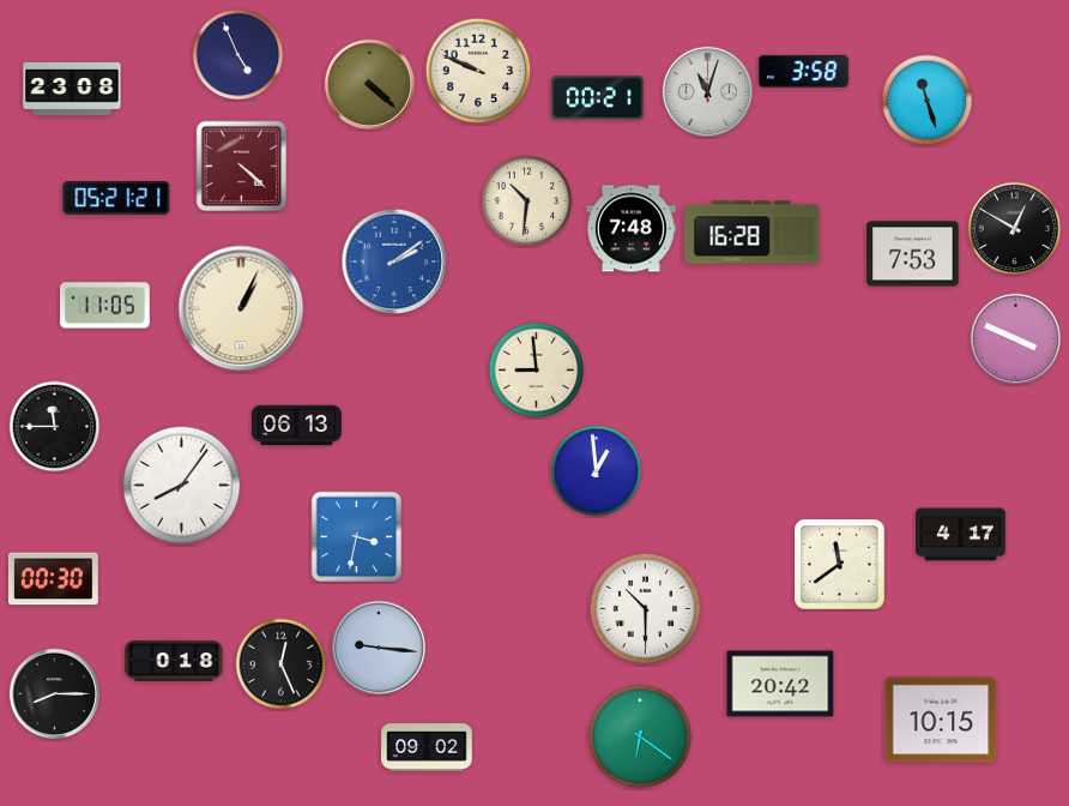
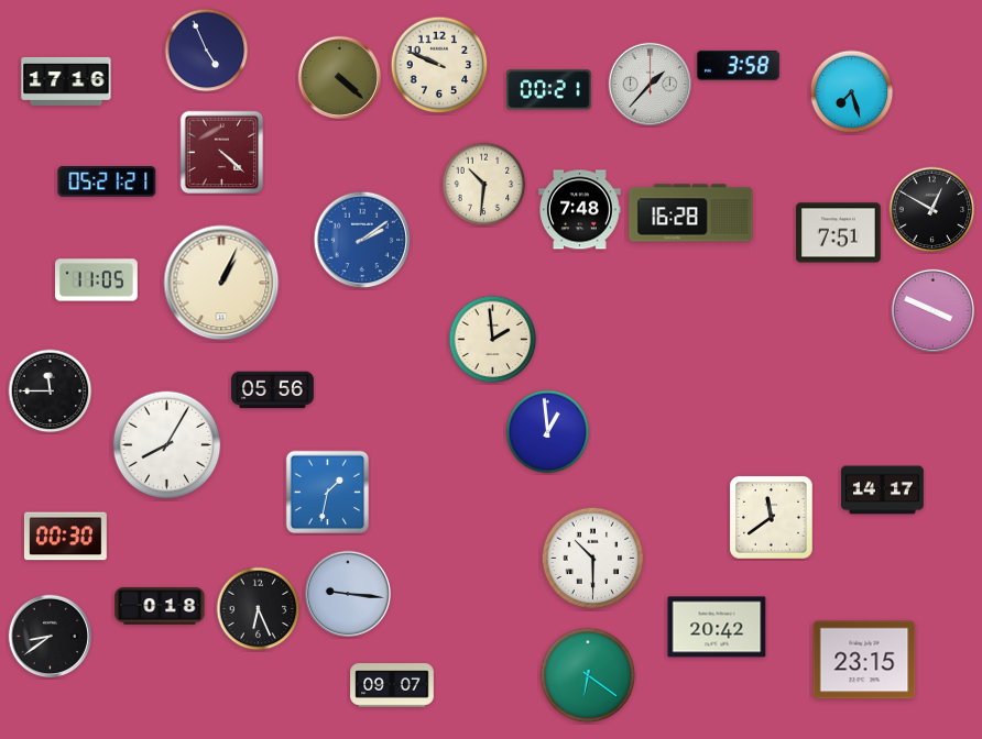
clock at (238, 55) position: (238, 55) -> (207, 51)
clock at (72, 89): 23:08 -> 17:16
clock at (707, 91): 11:03 -> 1:37
clock at (928, 101): 11:27 -> 7:27
clock at (913, 254): 7:53 -> 7:51
clock at (537, 371): 8:59 -> 1:59
clock at (297, 426): 06:13 -> 05:56
clock at (182, 486): 8:06 -> 8:05
clock at (961, 535): 4:17 -> 14:17
clock at (357, 537): 3:32 -> 1:32
clock at (53, 579) position: (53, 579) -> (65, 537)
clock at (282, 664): 12:26 -> 6:26
clock at (54, 693): 8:15 -> 8:39
clock at (941, 720): 10:15 -> 23:15
clock at (427, 747): 09:02 -> 09:07
